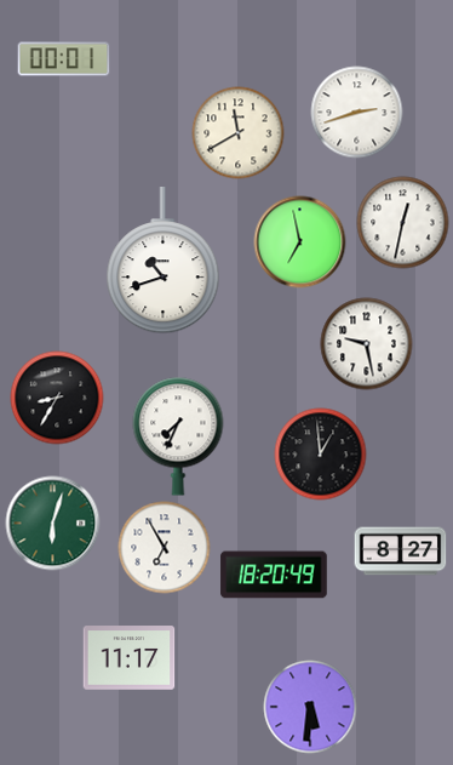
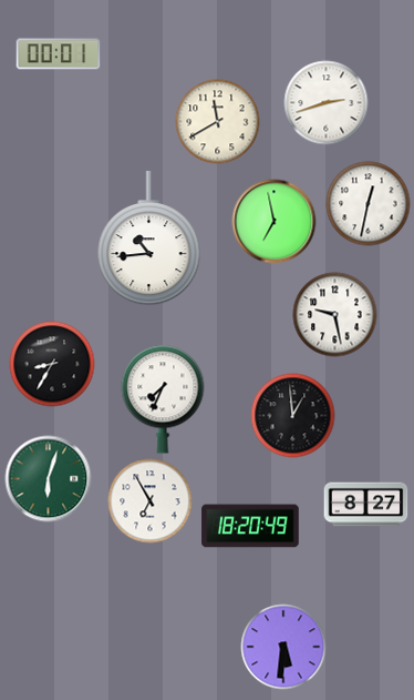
clock at (164, 262): 10:42 -> 10:44
clock at (130, 658): 11:17 -> none
